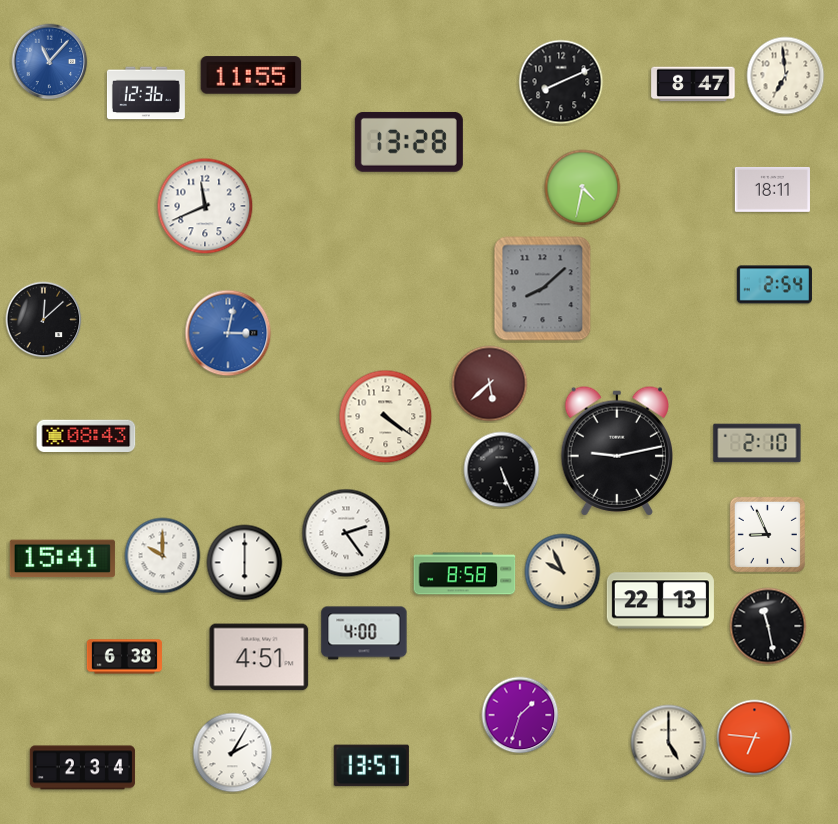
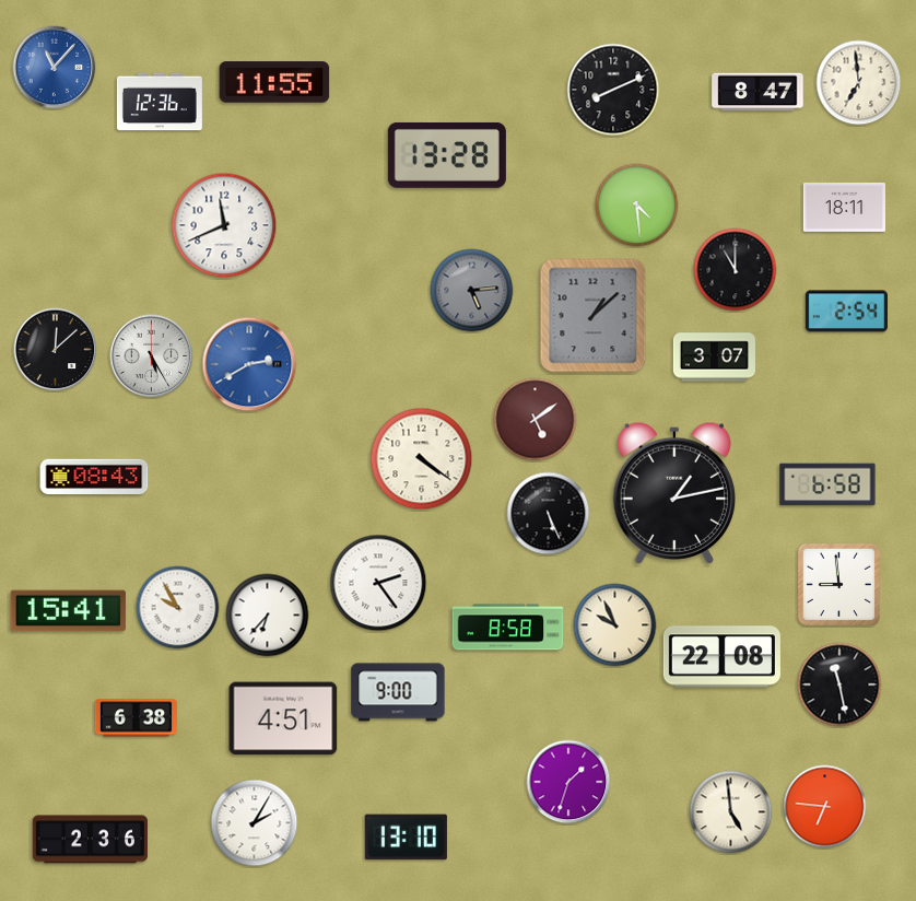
clock at (583, 188): 4:32 -> 4:29
clock at (736, 270): none -> 11:00
clock at (472, 291): none -> 5:14
clock at (543, 289): 8:08 -> 1:08
clock at (44, 320) position: (44, 320) -> (56, 350)
clock at (152, 356): none -> 5:25
clock at (714, 358): none -> 3:07
clock at (228, 333): 3:02 -> 2:40
clock at (490, 384): 5:38 -> 5:09
clock at (386, 417) position: (386, 417) -> (422, 459)
clock at (757, 443): 2:10 -> 6:58
clock at (616, 451): 9:13 -> 1:13
clock at (767, 534): 8:56 -> 8:59
clock at (163, 556): 10:00 -> 9:55
clock at (245, 563): 6:00 -> 6:37
clock at (660, 601): 22:13 -> 22:08
clock at (364, 633): 4:00 -> 9:00
clock at (669, 743): 5:00 -> 4:59
clock at (371, 766): 13:57 -> 13:10
clock at (82, 768): 2:34 -> 2:36
